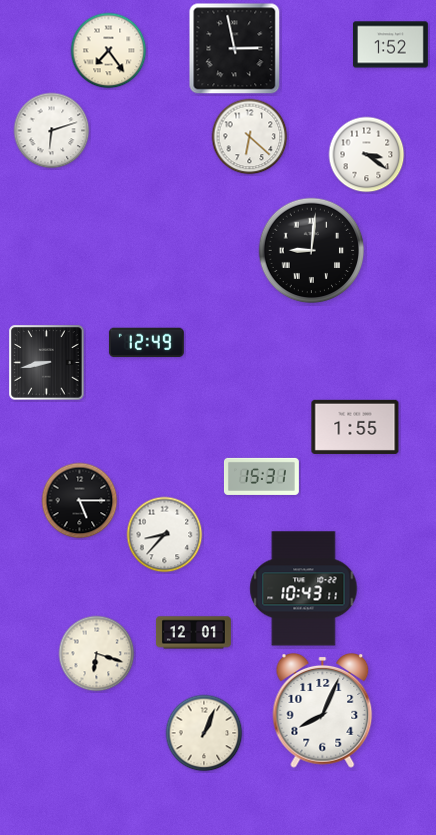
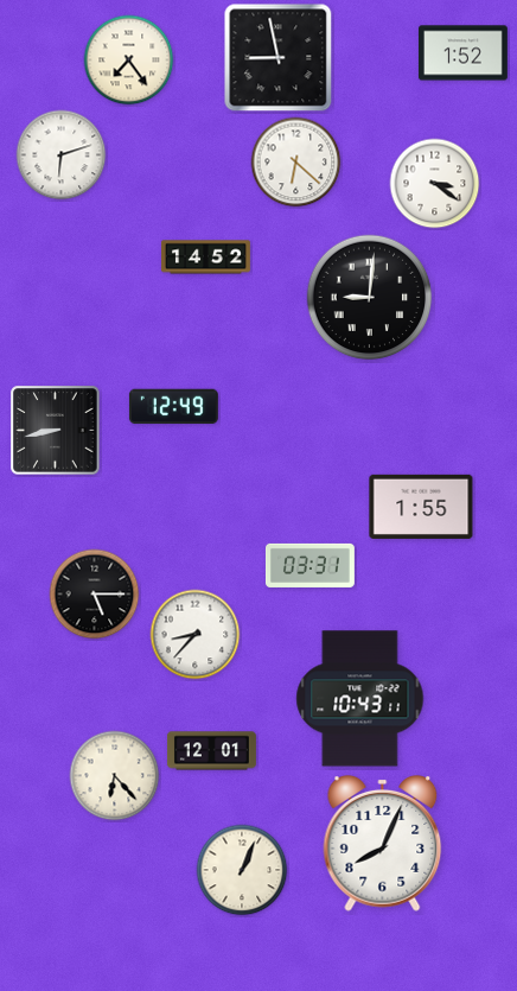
clock at (235, 49): 2:58 -> 8:58
clock at (205, 258): none -> 14:52
clock at (261, 476): 15:31 -> 03:31
clock at (193, 633) position: (193, 633) -> (211, 751)
clock at (97, 654): 6:18 -> 6:23
